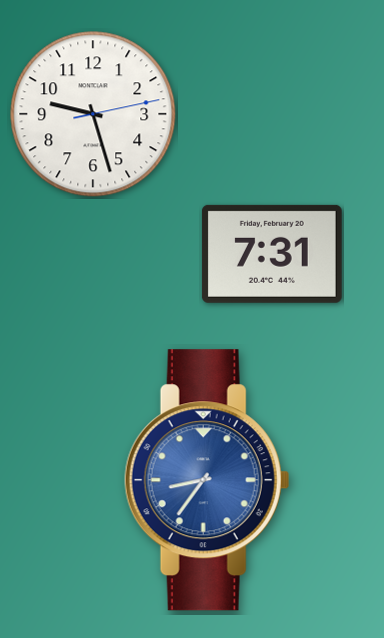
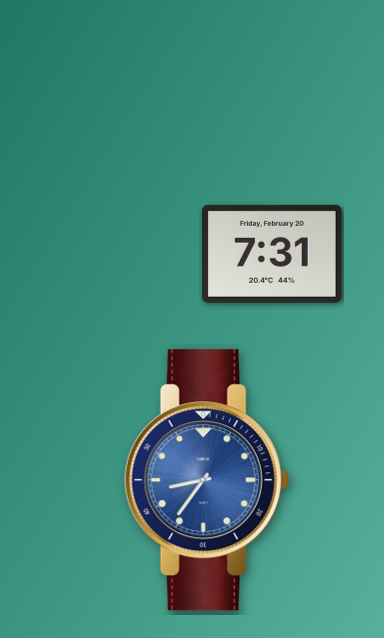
clock at (93, 114): 9:27 -> none
